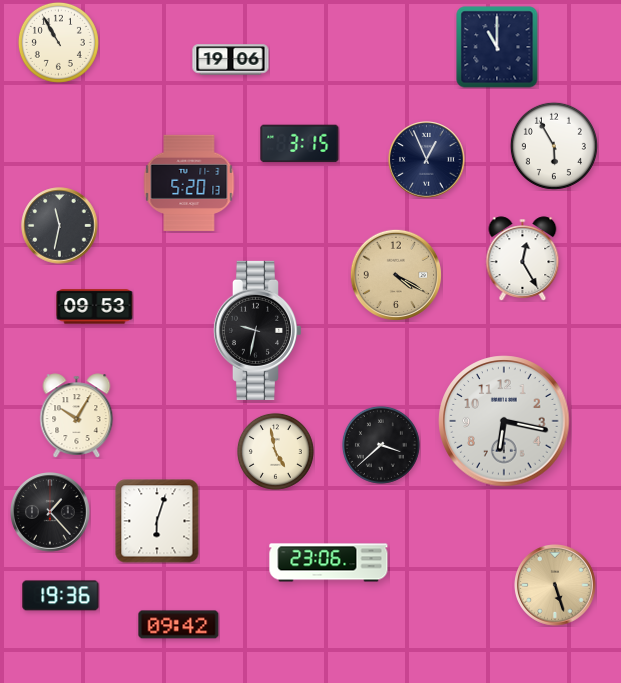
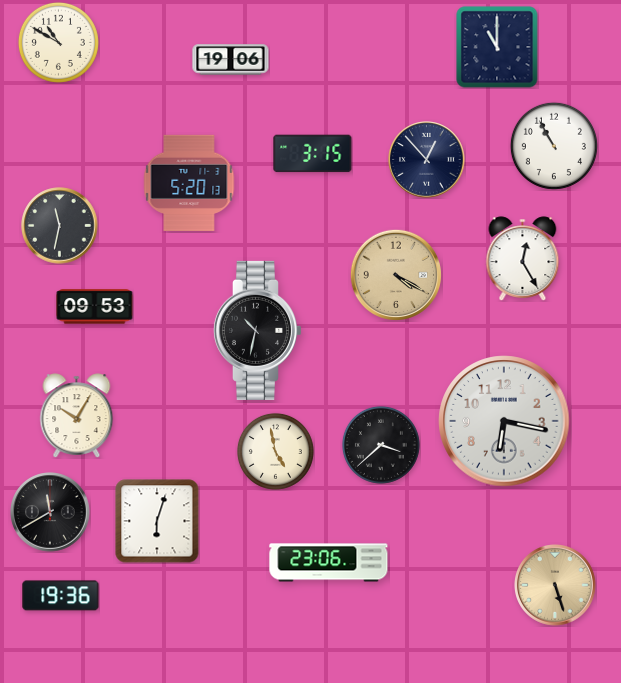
clock at (58, 42): 10:55 -> 10:50
clock at (300, 144) position: (300, 144) -> (313, 154)
clock at (554, 146): 5:55 -> 10:55
clock at (427, 160): 12:56 -> 12:53
clock at (257, 330): 9:32 -> 10:32
clock at (50, 512): 1:23 -> 11:40
clock at (179, 625): 09:42 -> none
